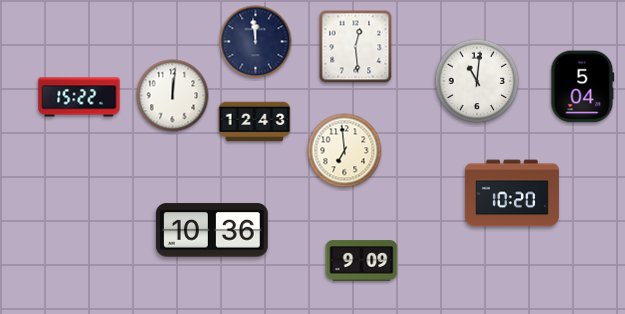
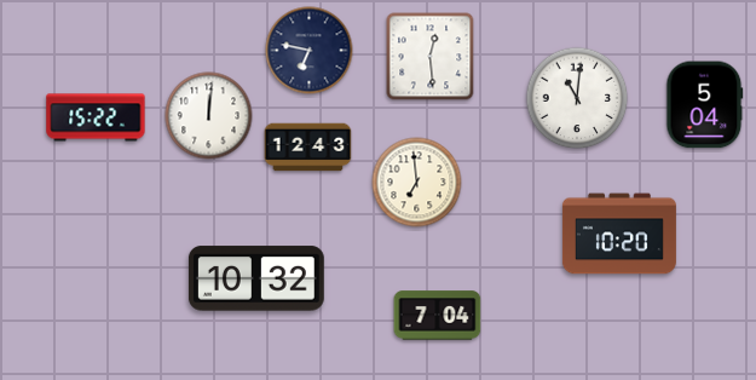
clock at (256, 42): 11:59 -> 6:47
clock at (212, 230): 10:36 -> 10:32
clock at (362, 261): 9:09 -> 7:04
